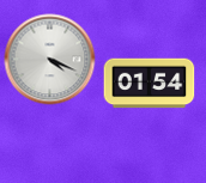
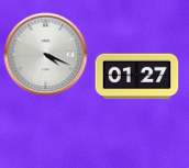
clock at (150, 84): 01:54 -> 01:27
